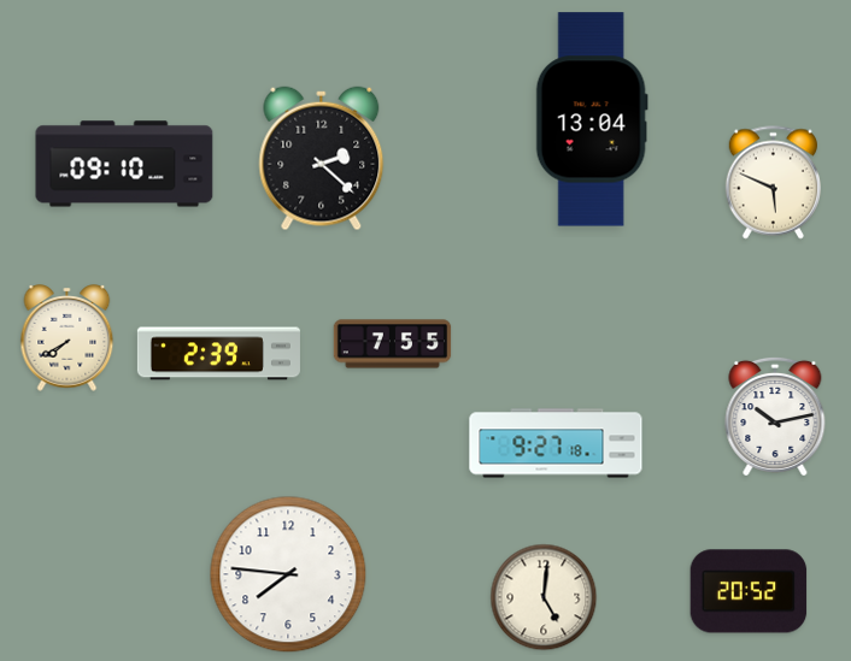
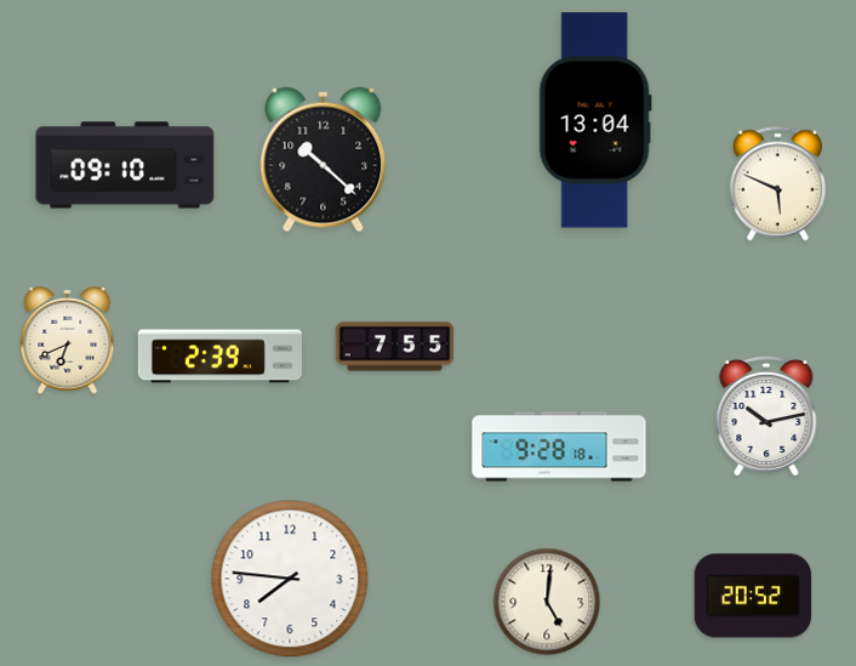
clock at (322, 159): 2:22 -> 10:22
clock at (68, 338): 7:40 -> 6:41
clock at (775, 417) position: (775, 417) -> (766, 416)
clock at (556, 443): 9:27 -> 9:28
